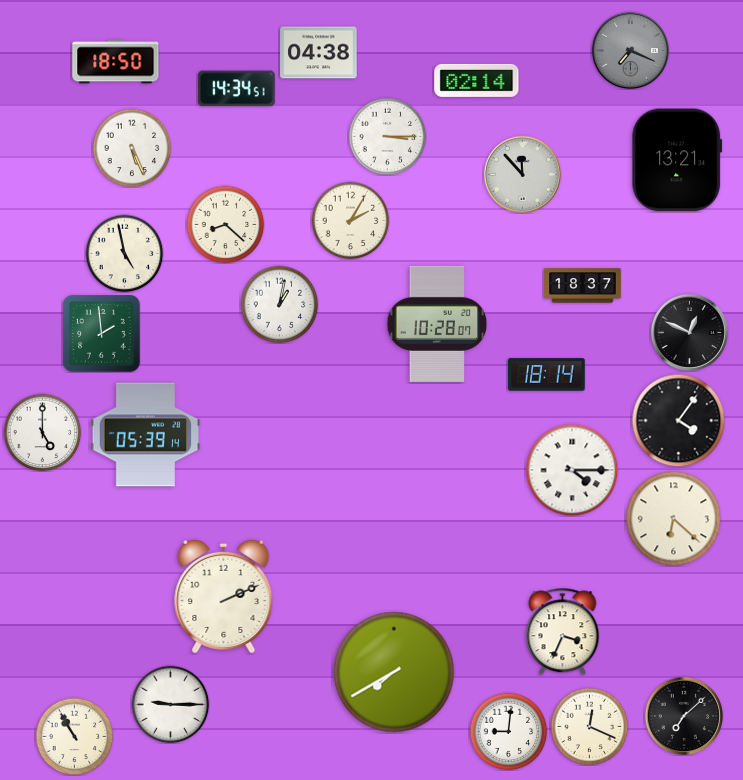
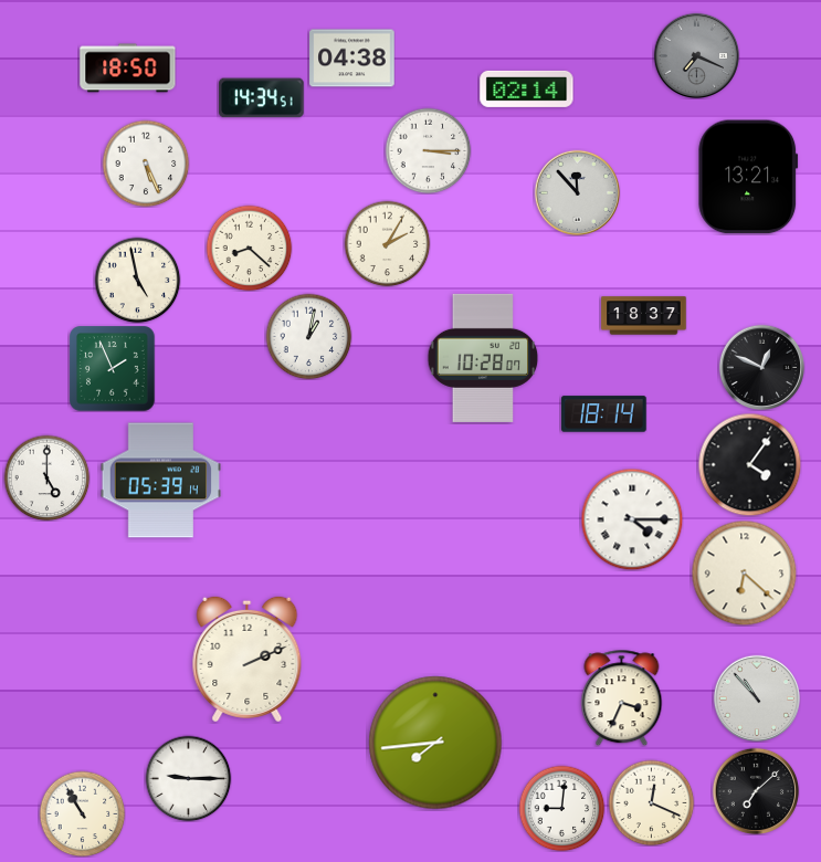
clock at (102, 334): 1:59 -> 1:56
clock at (757, 698): none -> 10:53
clock at (394, 672): 7:40 -> 7:44
